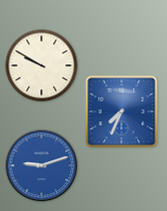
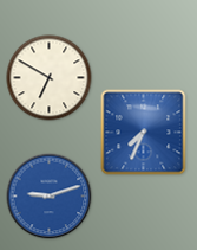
clock at (42, 66): 9:50 -> 6:50
